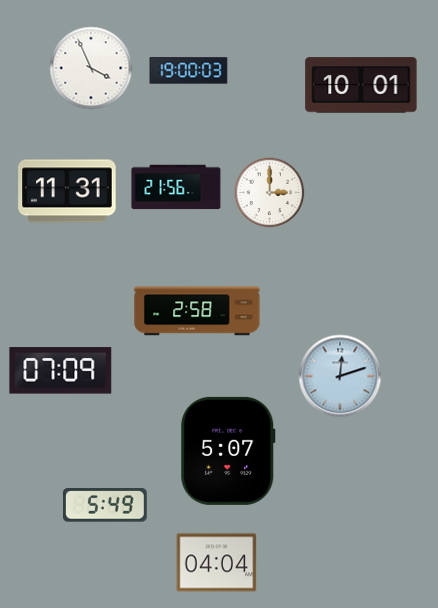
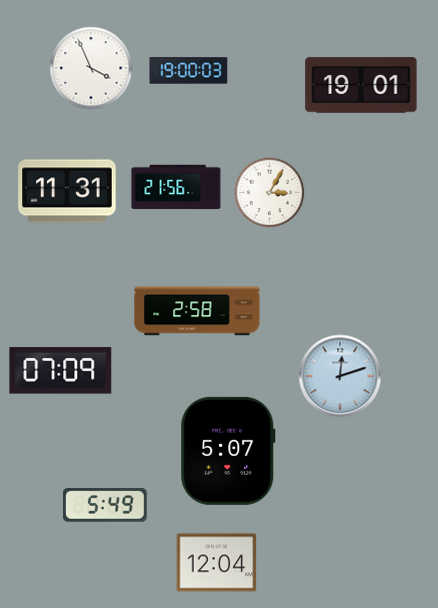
clock at (361, 85): 10:01 -> 19:01
clock at (270, 193): 3:00 -> 3:05
clock at (217, 563): 04:04 -> 12:04
